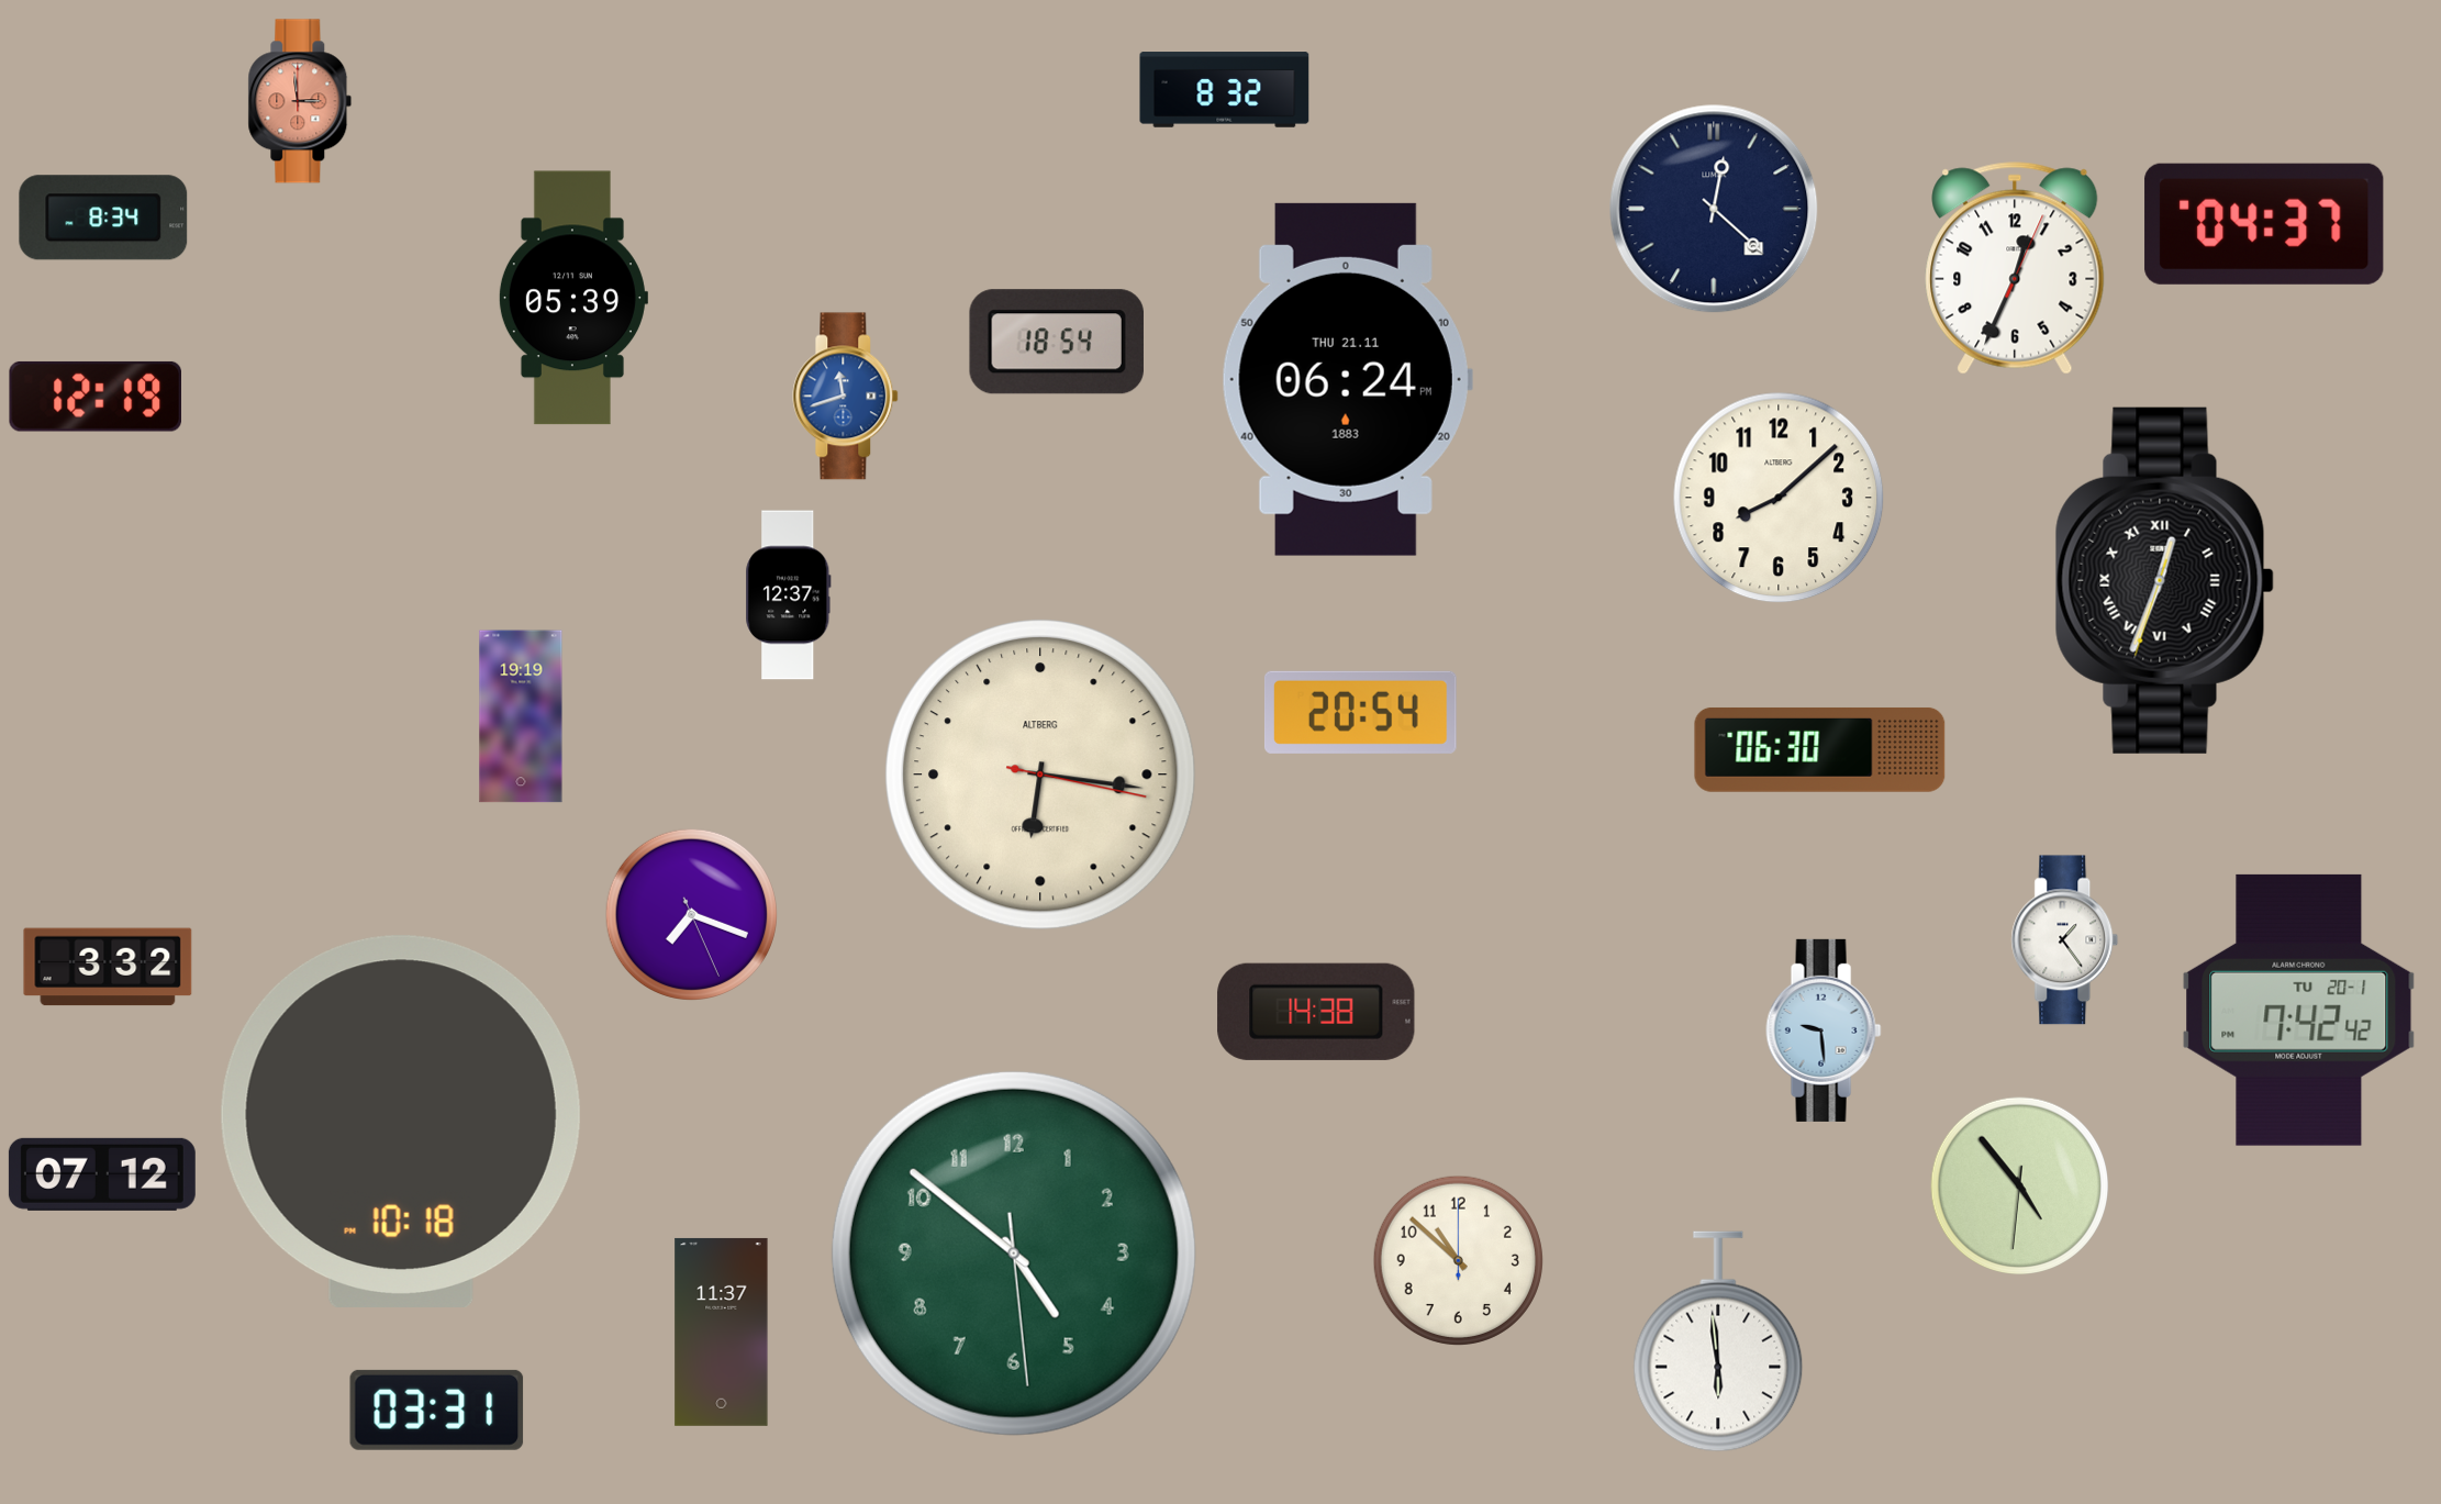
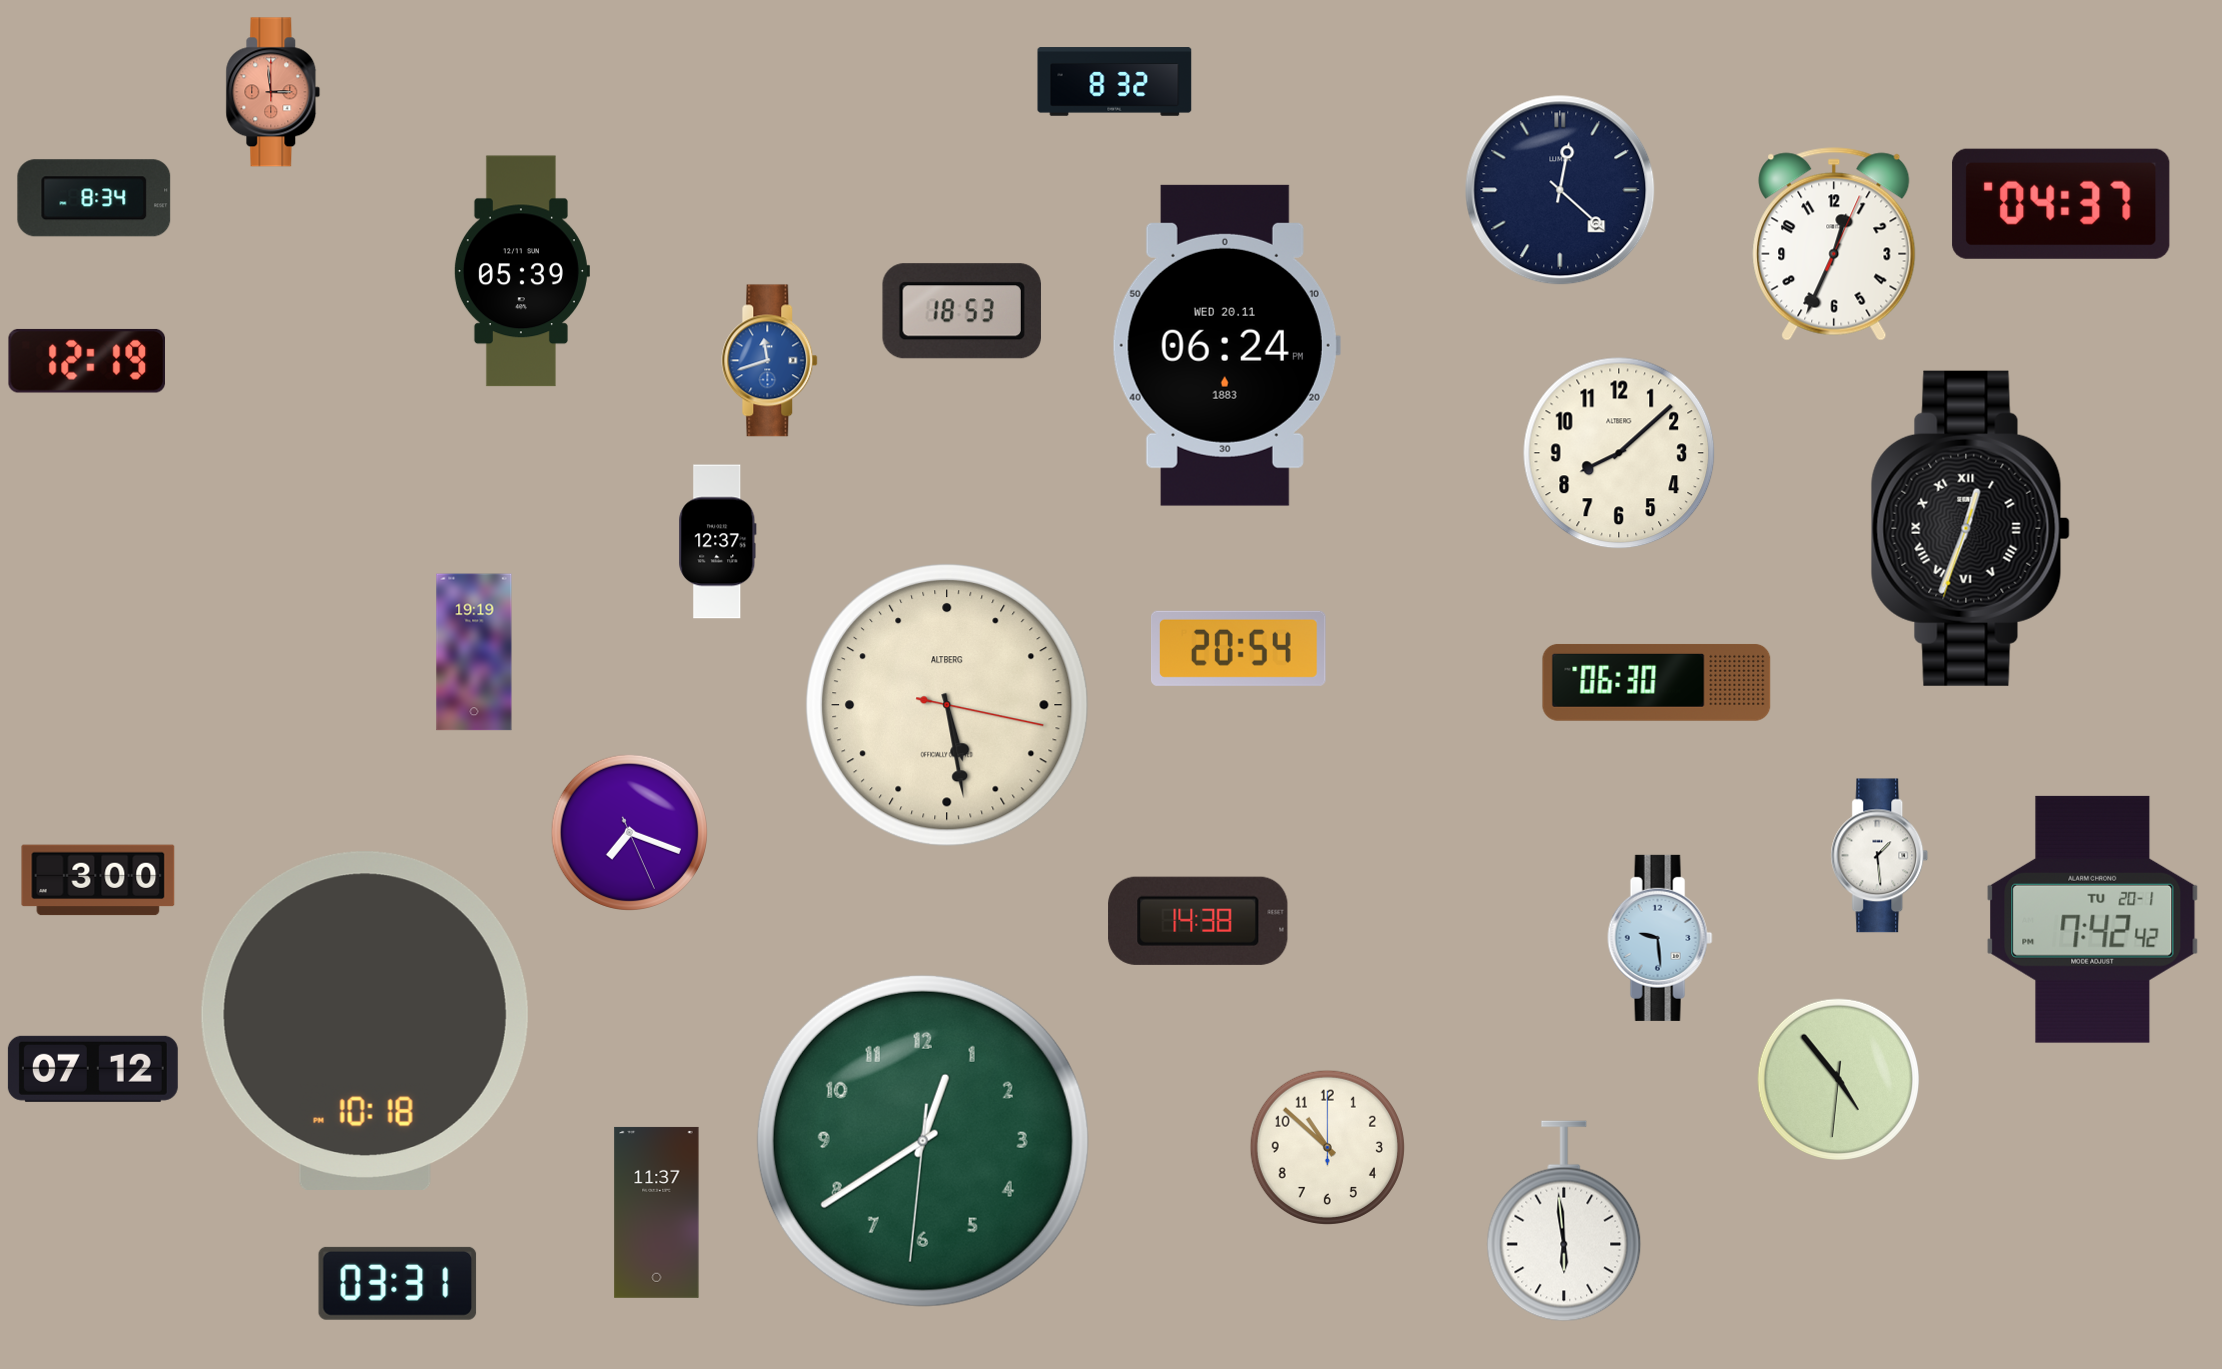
clock at (1057, 342): 18:54 -> 18:53
clock at (1347, 379) date: THU 21.11 -> WED 20.11
clock at (1040, 775): 6:16 -> 5:28
clock at (2065, 940): 1:24 -> 1:29
clock at (108, 967): 3:32 -> 3:00
clock at (1014, 1254): 4:51 -> 12:39
